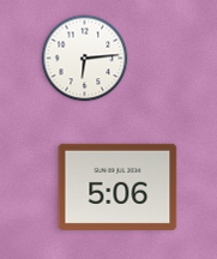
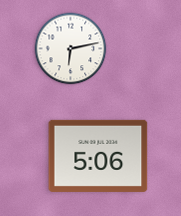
clock at (85, 59): 6:14 -> 6:13
